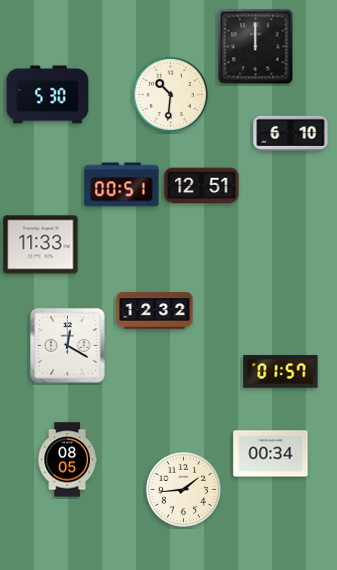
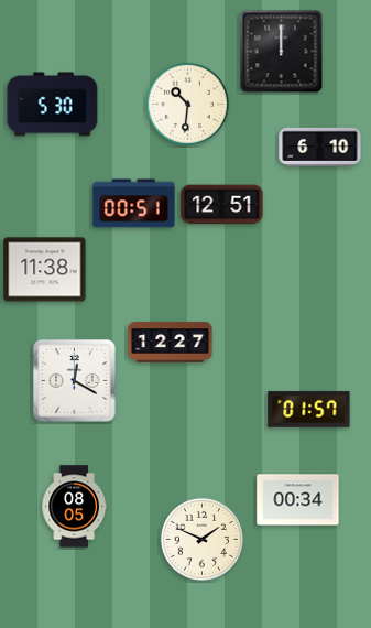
clock at (41, 245): 11:33 -> 11:38
clock at (155, 311): 12:32 -> 12:27
clock at (183, 489): 1:44 -> 1:49
